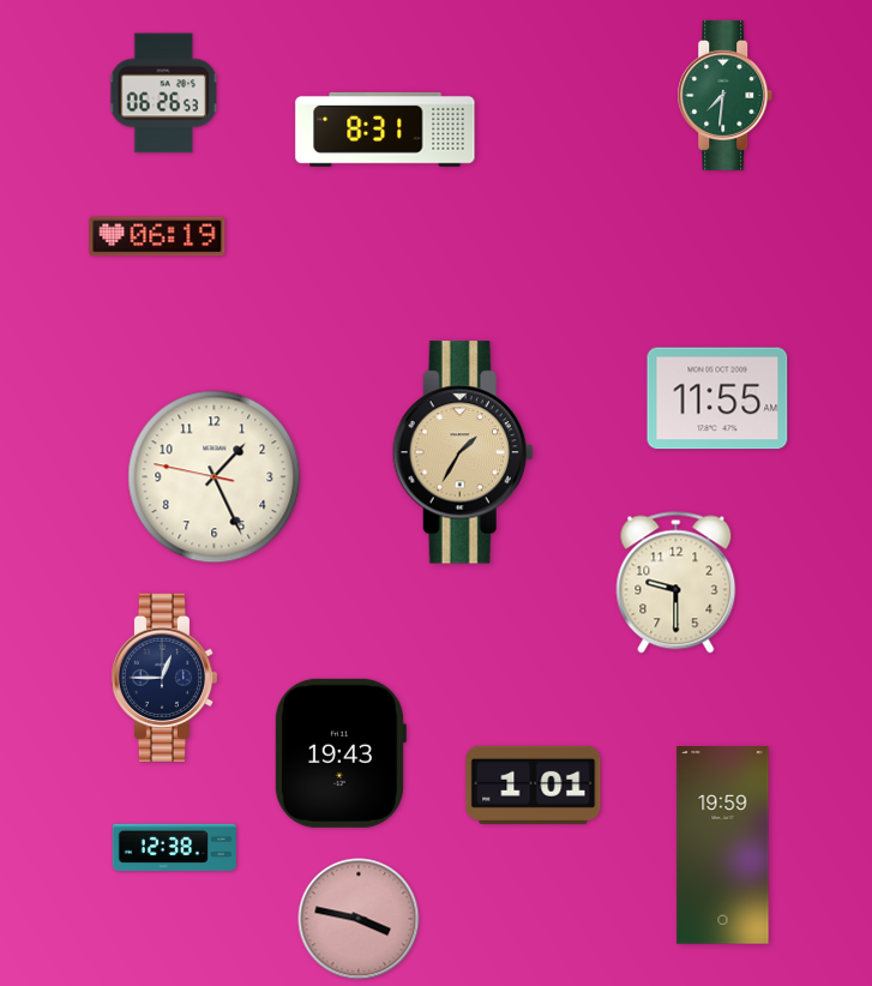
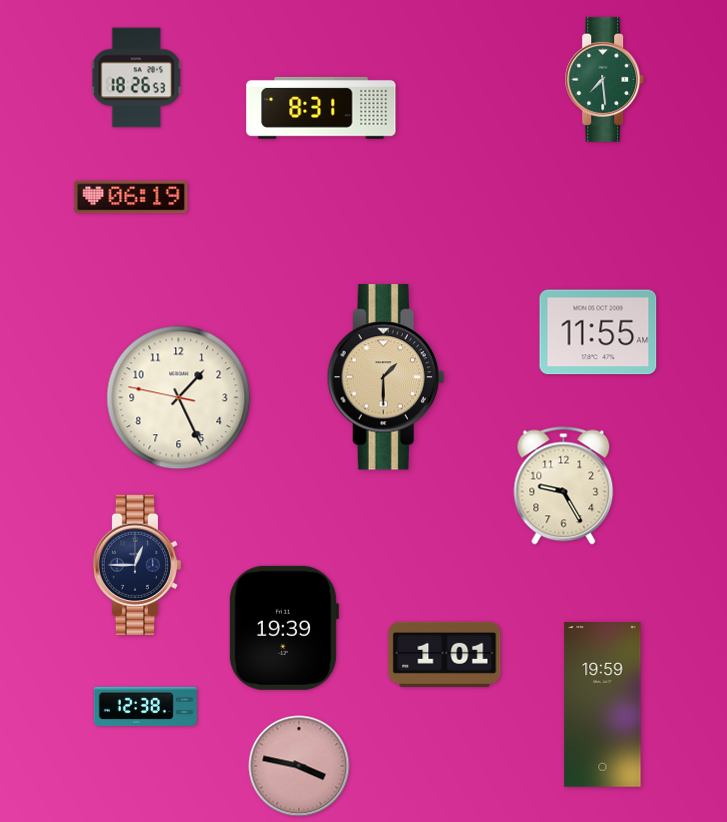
clock at (164, 94): 06:26 -> 18:26
clock at (726, 95): 7:31 -> 7:29
clock at (463, 452): 1:35 -> 1:30
clock at (676, 583): 9:30 -> 9:25
clock at (339, 753): 19:43 -> 19:39
